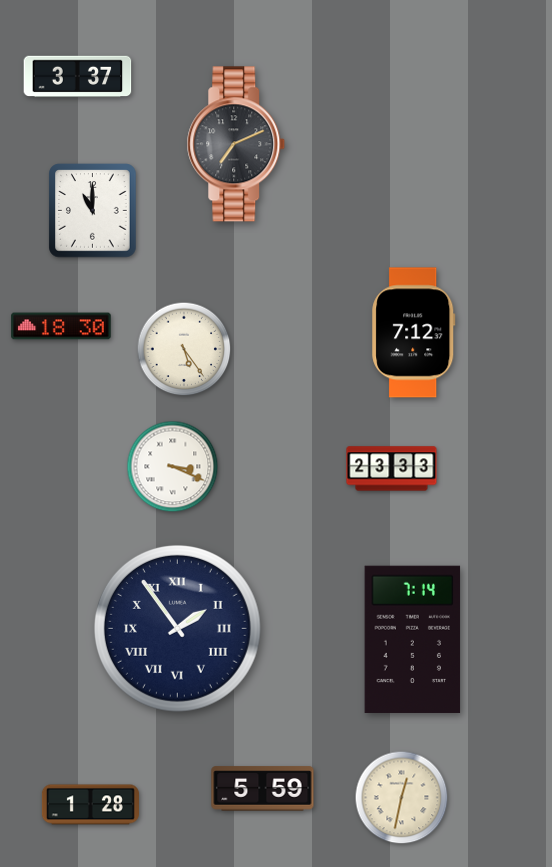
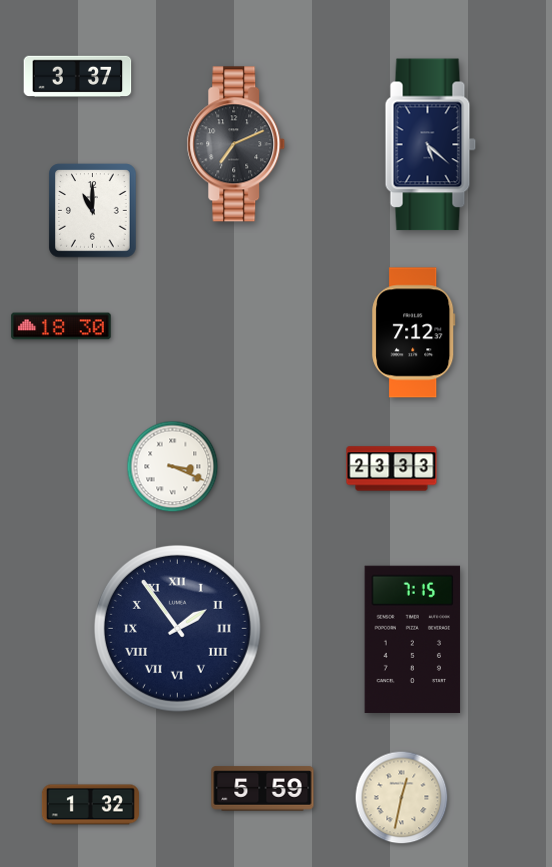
clock at (431, 145): none -> 5:22
clock at (184, 349): 5:24 -> none
clock at (413, 639): 7:14 -> 7:15
clock at (90, 805): 1:28 -> 1:32
